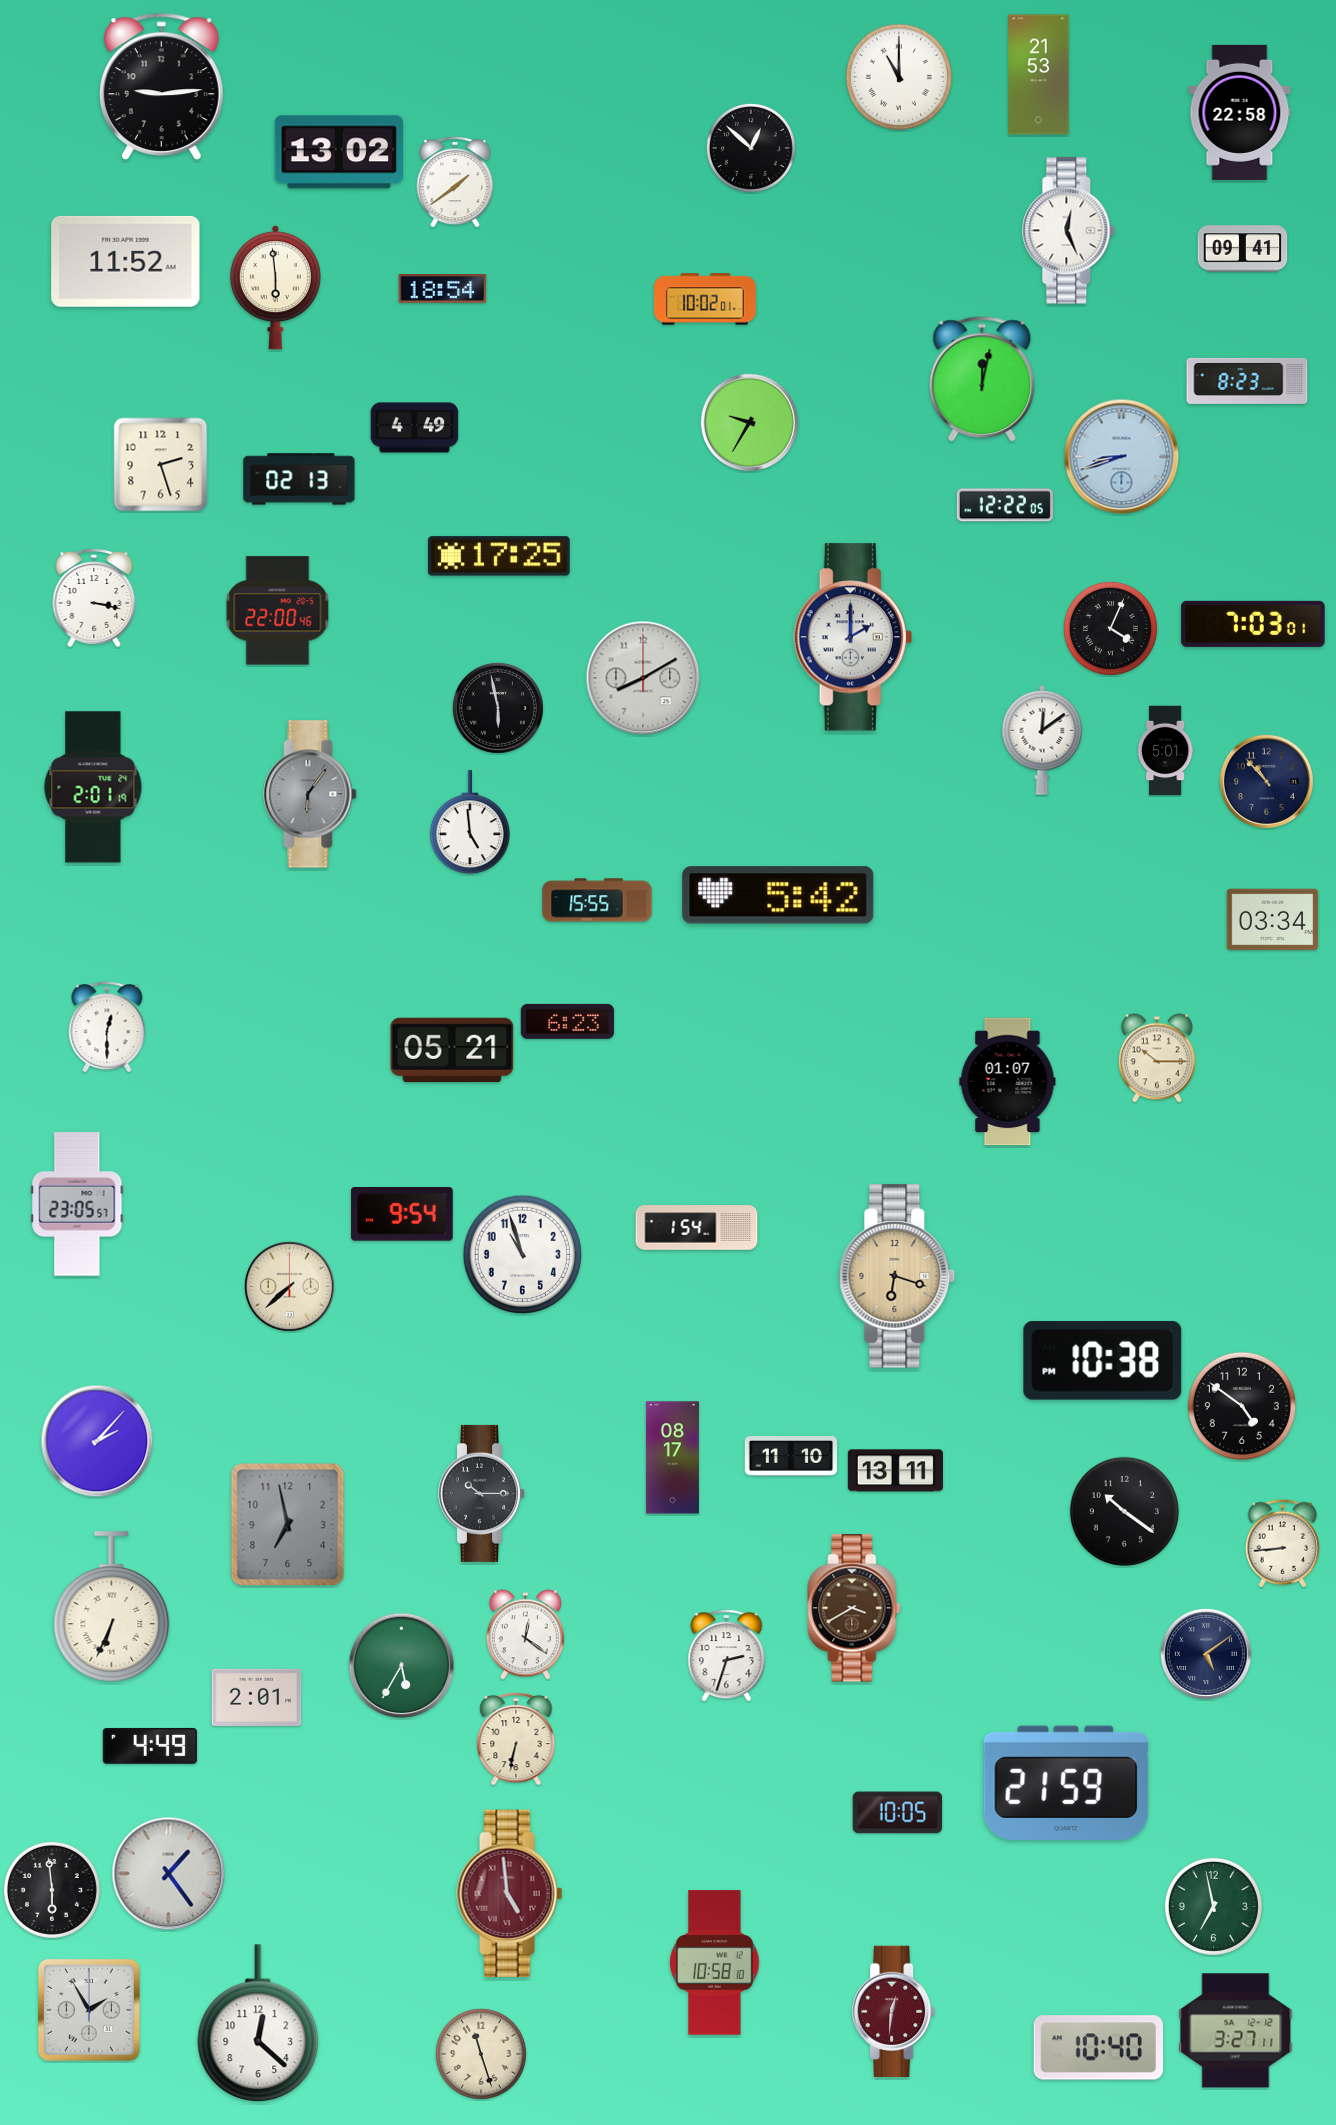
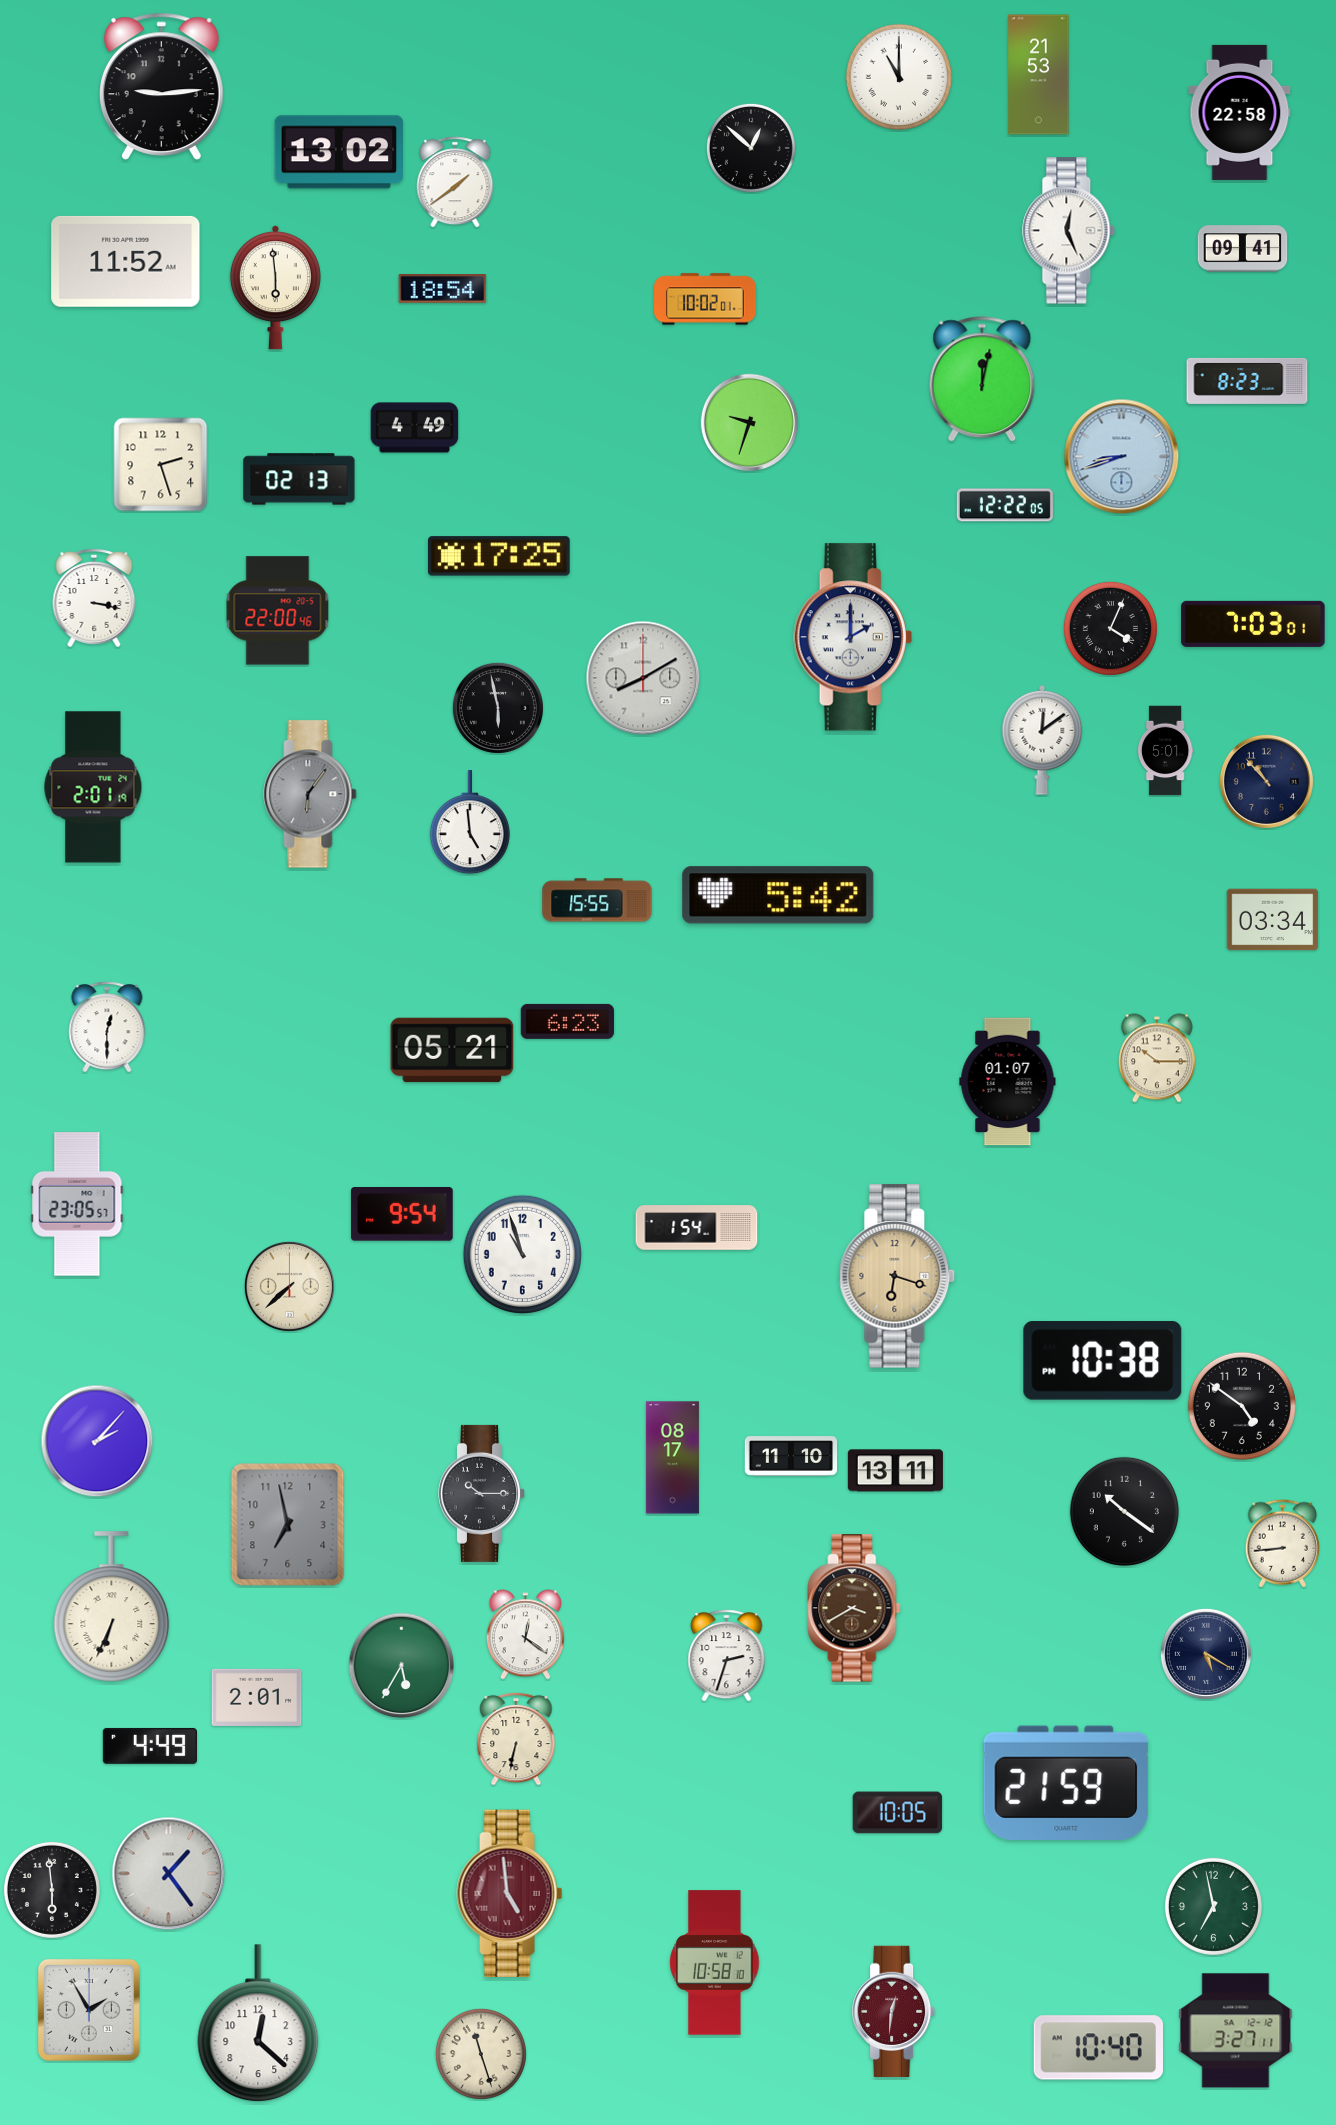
clock at (749, 422): 9:35 -> 9:33
clock at (1206, 1654): 5:09 -> 5:20
